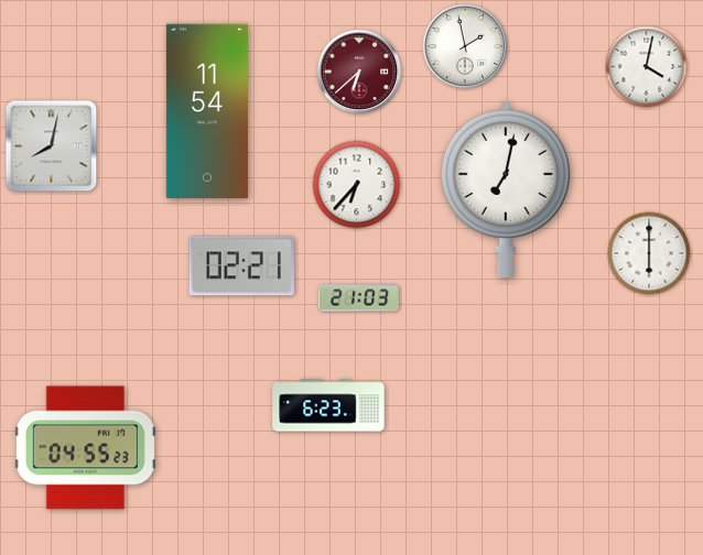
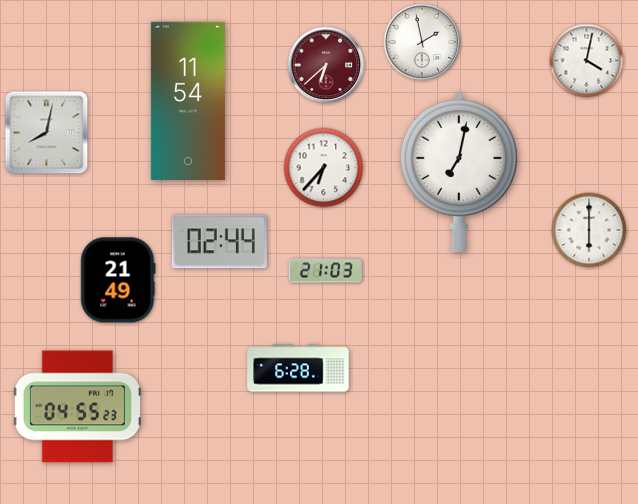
clock at (241, 266): 02:21 -> 02:44
clock at (118, 280): none -> 21:49
clock at (328, 405): 6:23 -> 6:28
